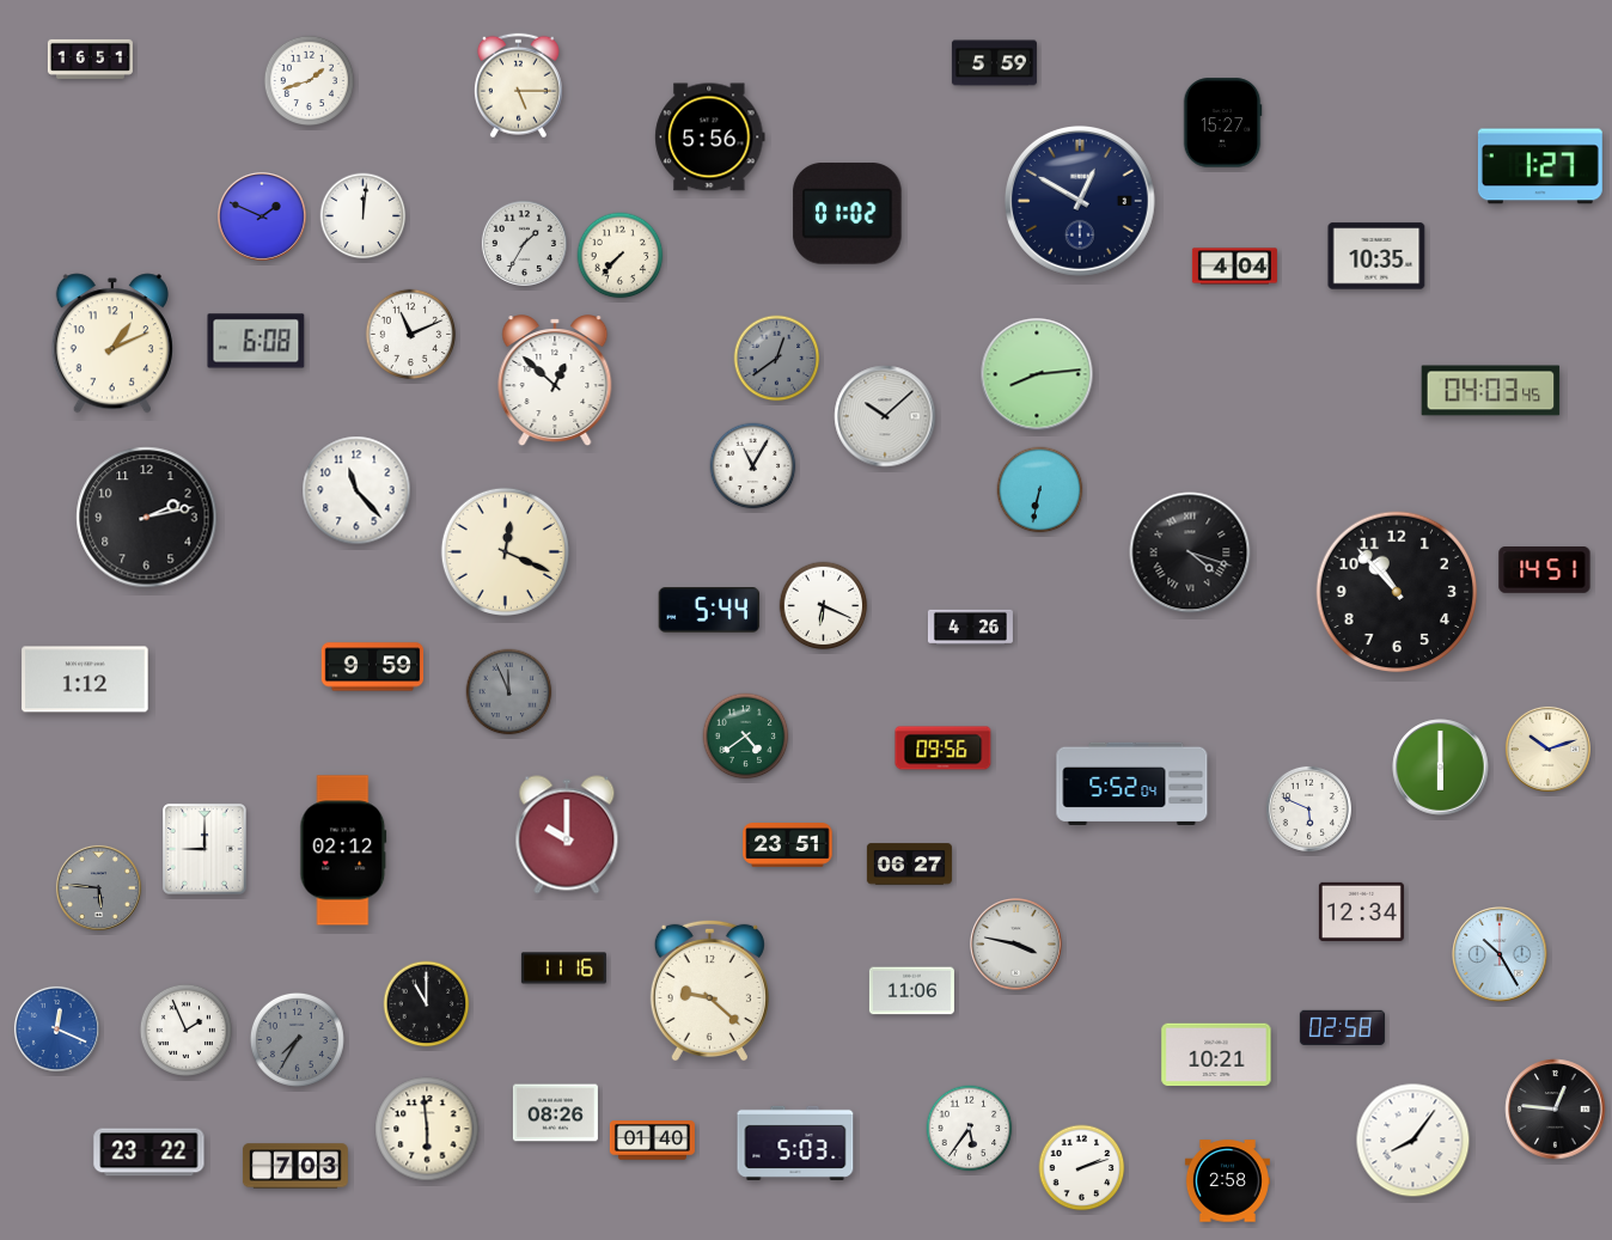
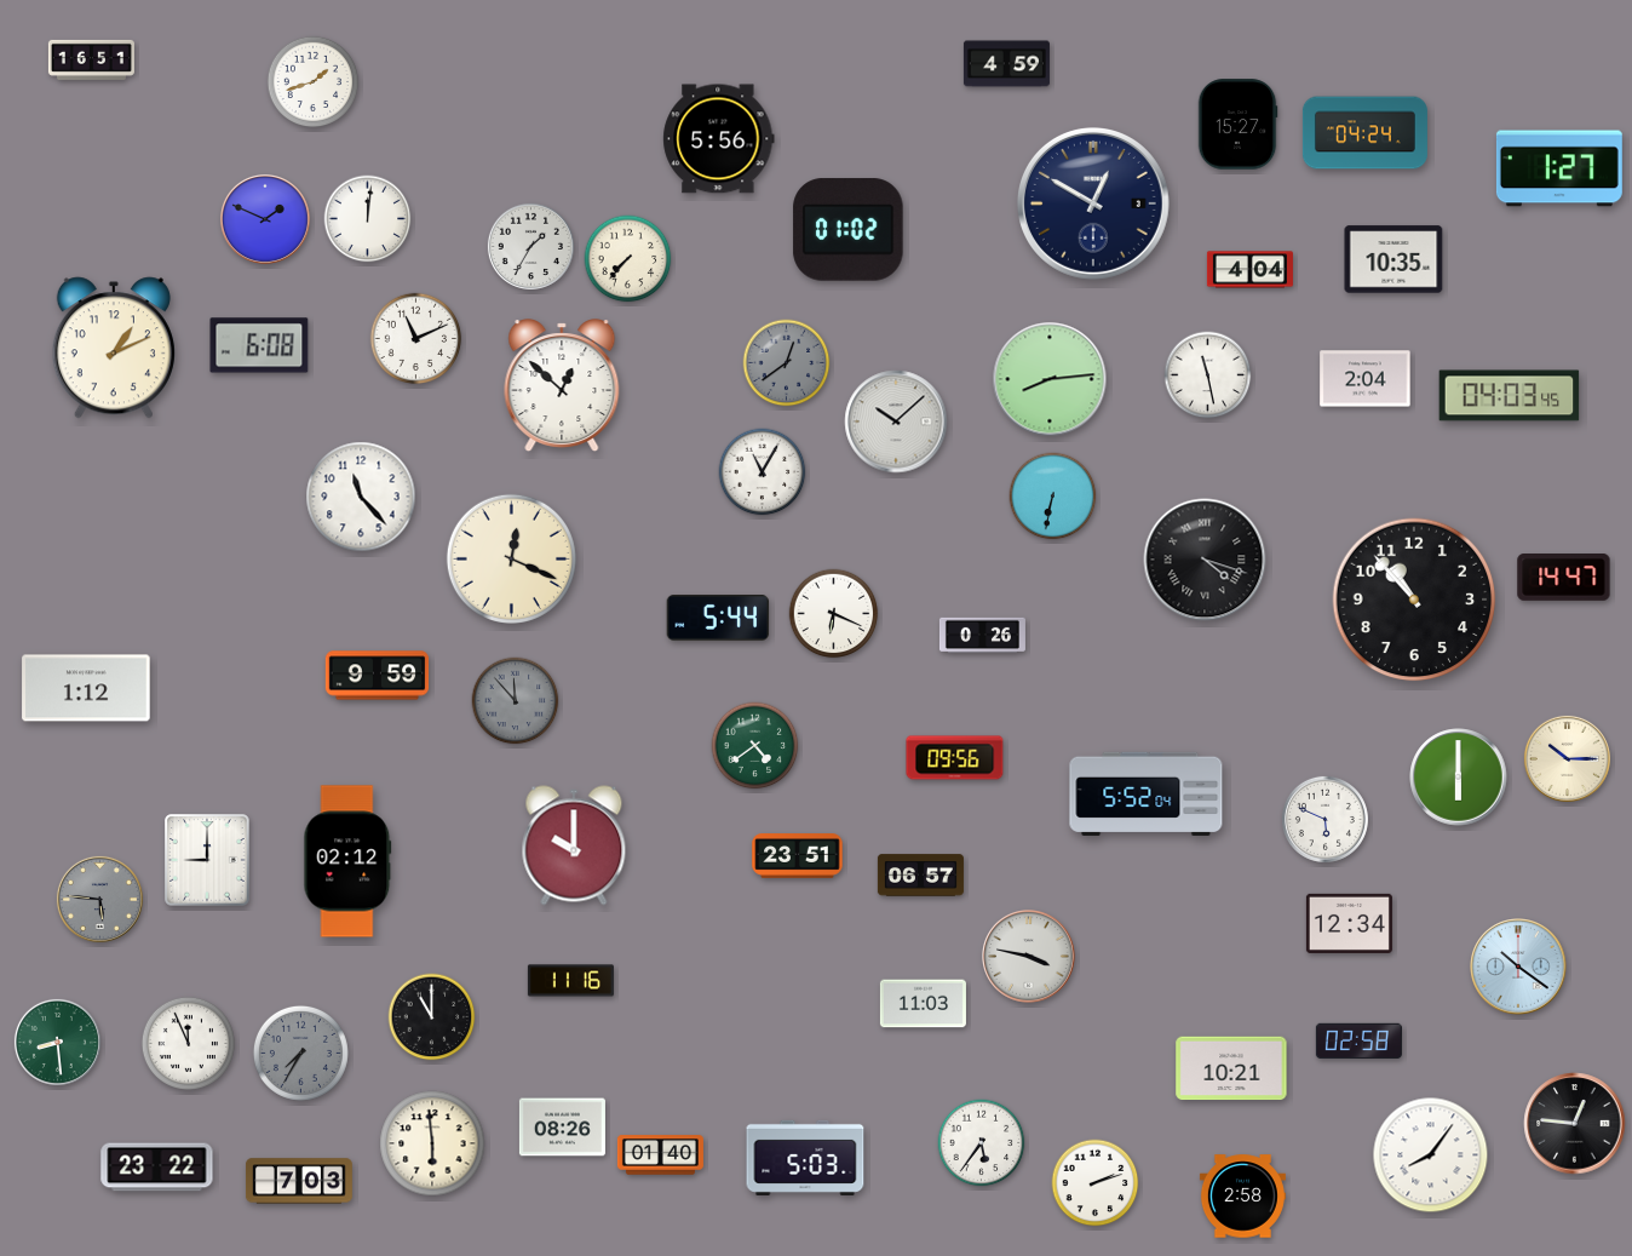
clock at (994, 63): 5:59 -> 4:59
clock at (518, 86): 5:15 -> none
clock at (1364, 133): none -> 04:24
clock at (848, 214) position: (848, 214) -> (849, 230)
clock at (1208, 375): none -> 11:28
clock at (1366, 379): none -> 2:04
clock at (147, 518): 2:13 -> none
clock at (1545, 570): 14:51 -> 14:47
clock at (970, 628): 4:26 -> 0:26
clock at (509, 692): 11:56 -> 11:53
clock at (1547, 749): 10:12 -> 10:15
clock at (909, 865): 06:27 -> 06:57
clock at (1361, 911) position: (1361, 911) -> (1349, 923)
clock at (1500, 954): 10:25 -> 10:21
clock at (709, 990): 9:22 -> none
clock at (911, 991): 11:06 -> 11:03
clock at (56, 1028): 12:19 -> 8:29
clock at (56, 1028) dial: blue -> green
clock at (185, 1030): 1:56 -> 11:56
clock at (149, 1153) position: (149, 1153) -> (157, 1168)
